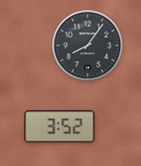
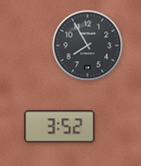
clock at (88, 46): 8:06 -> 7:55
